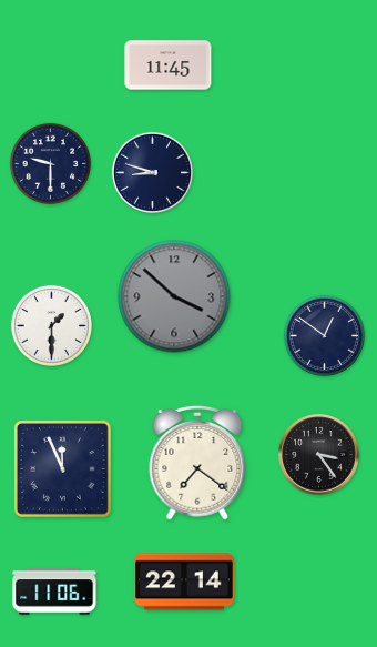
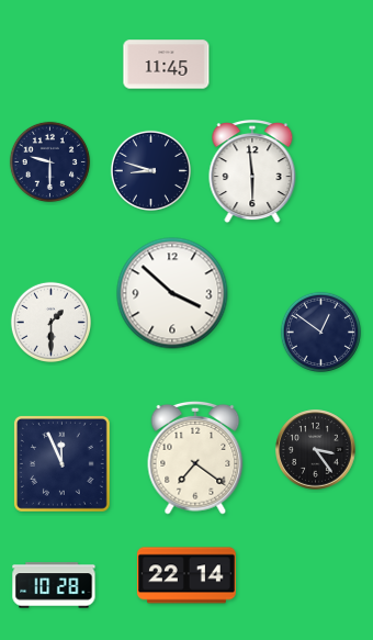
clock at (252, 172): none -> 5:59
clock at (174, 296) dial: grey -> white
clock at (184, 582) position: (184, 582) -> (187, 575)
clock at (54, 592): 11:06 -> 10:28
